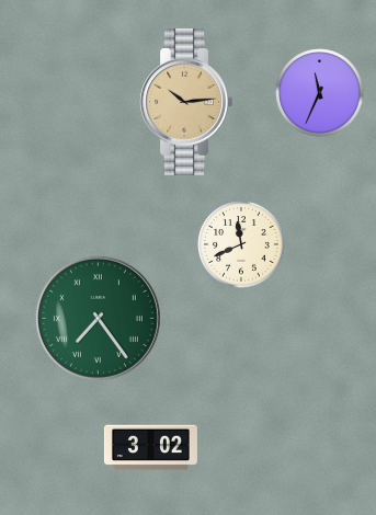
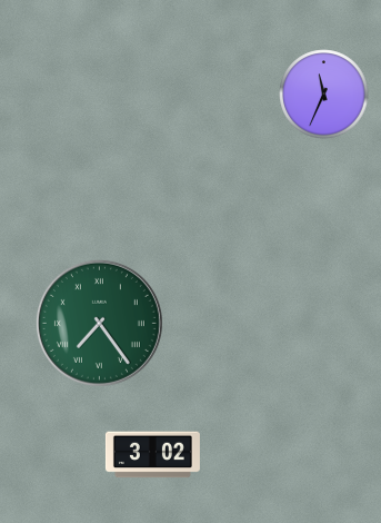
clock at (186, 102): 10:14 -> none
clock at (241, 244): 11:41 -> none
